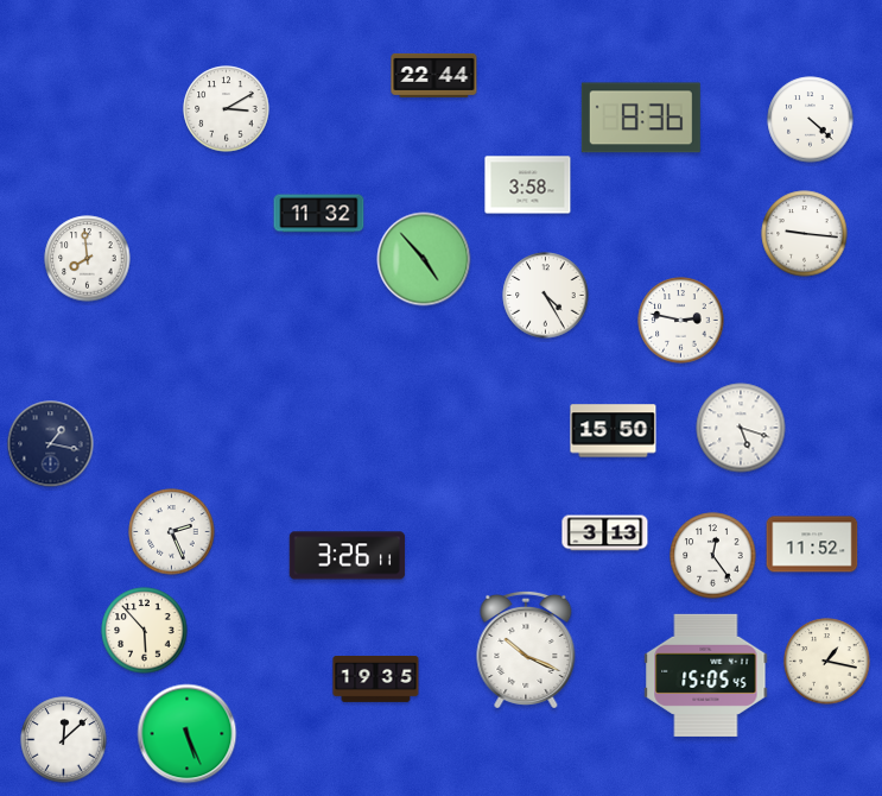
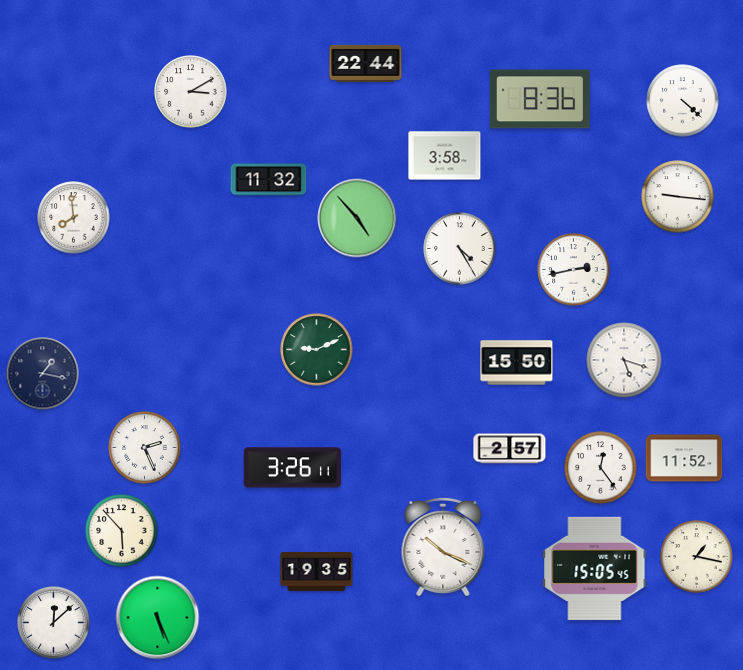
clock at (681, 321): 2:47 -> 2:43
clock at (317, 350): none -> 9:11
clock at (605, 533): 3:13 -> 2:57
